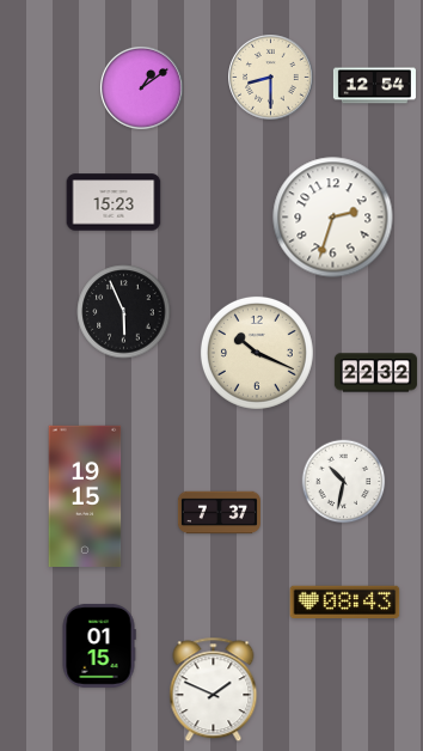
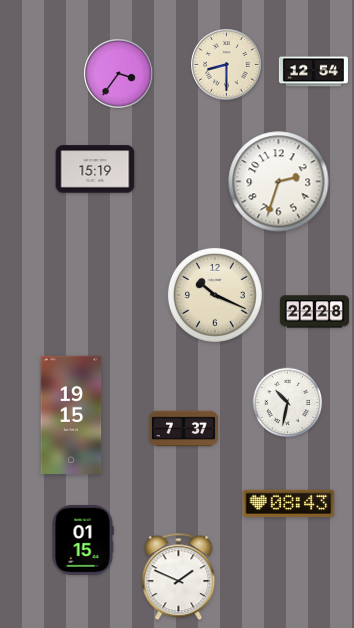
clock at (141, 87): 1:09 -> 3:36
clock at (114, 202): 15:23 -> 15:19
clock at (124, 312): 5:56 -> none
clock at (375, 373): 22:32 -> 22:28
